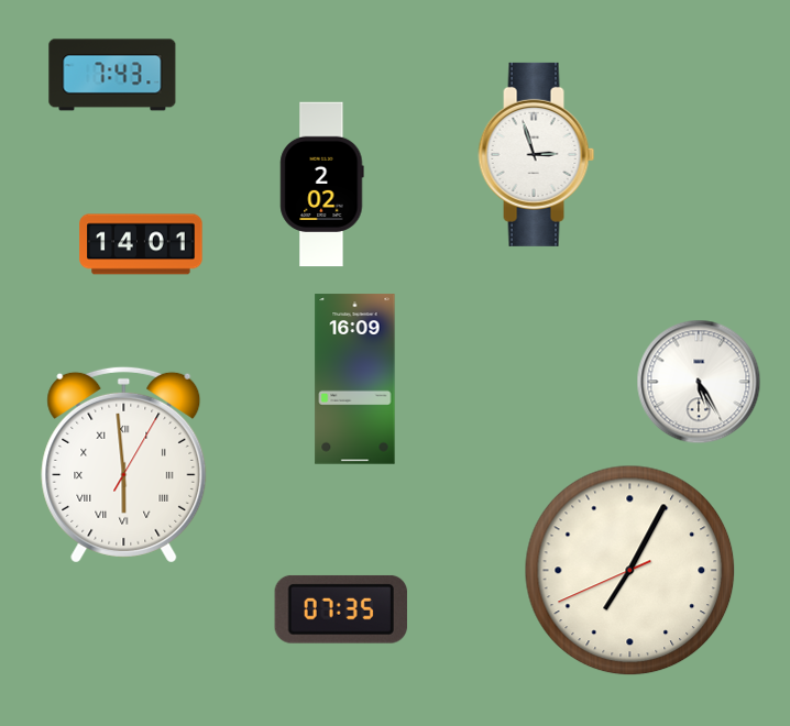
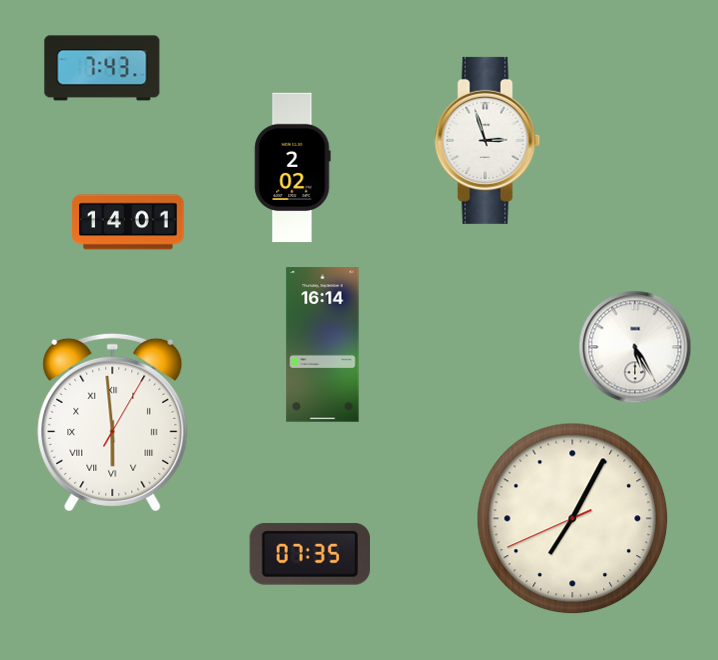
clock at (355, 380): 16:09 -> 16:14
